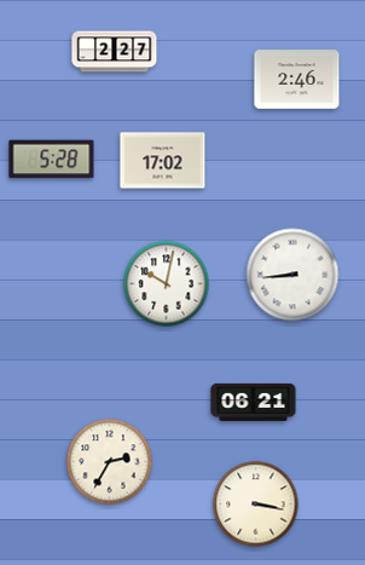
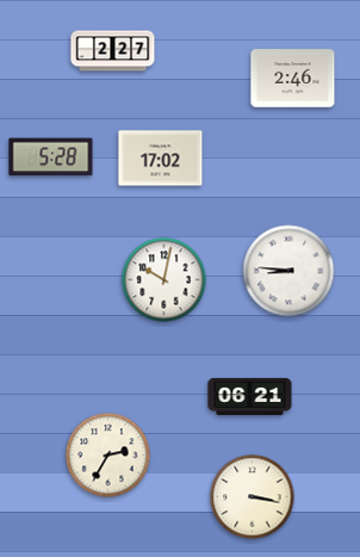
clock at (292, 275): 8:44 -> 8:46
